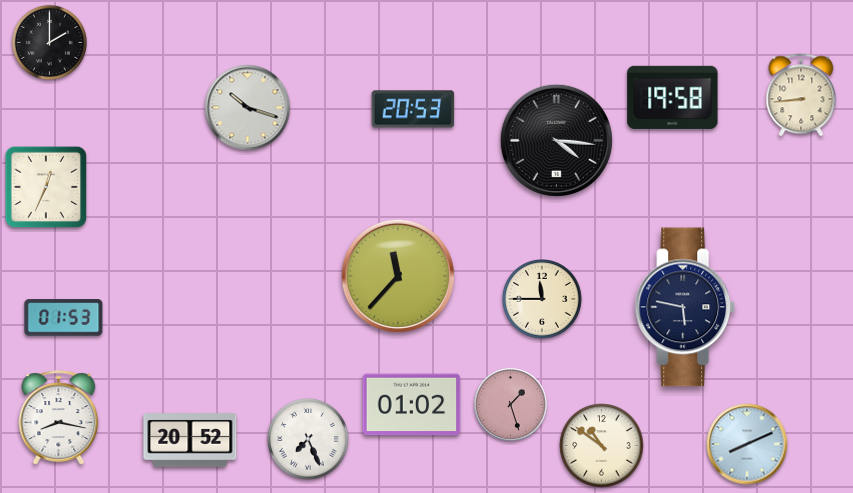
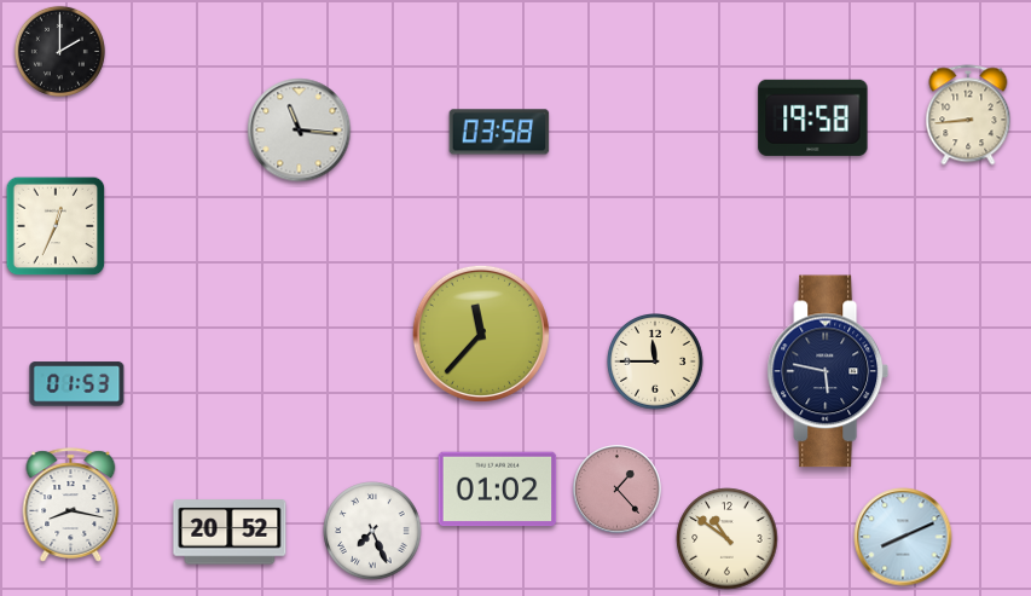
clock at (248, 108): 10:18 -> 11:16
clock at (413, 109): 20:53 -> 03:58
clock at (556, 140): 4:16 -> none
clock at (511, 405): 1:27 -> 1:23
